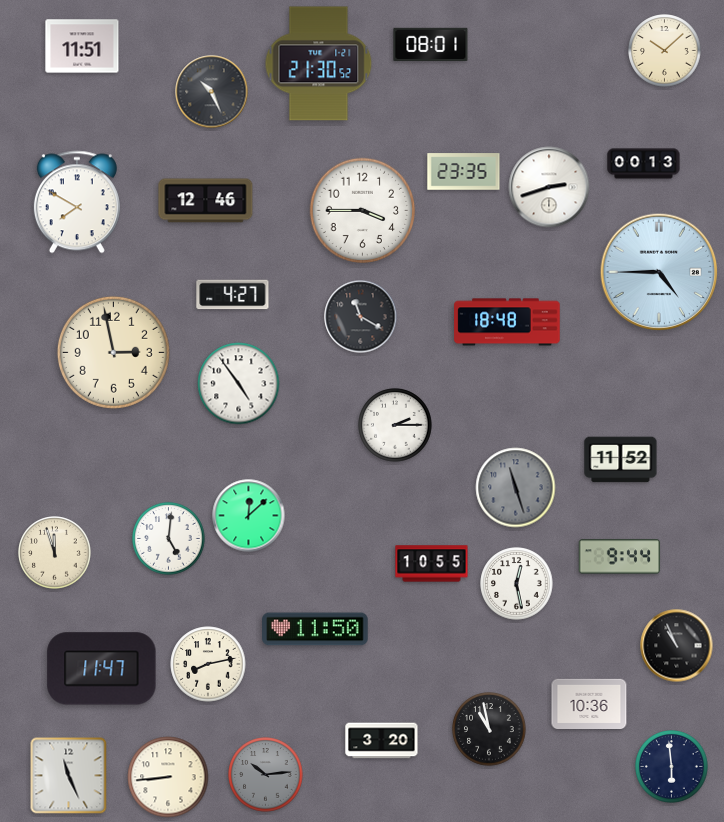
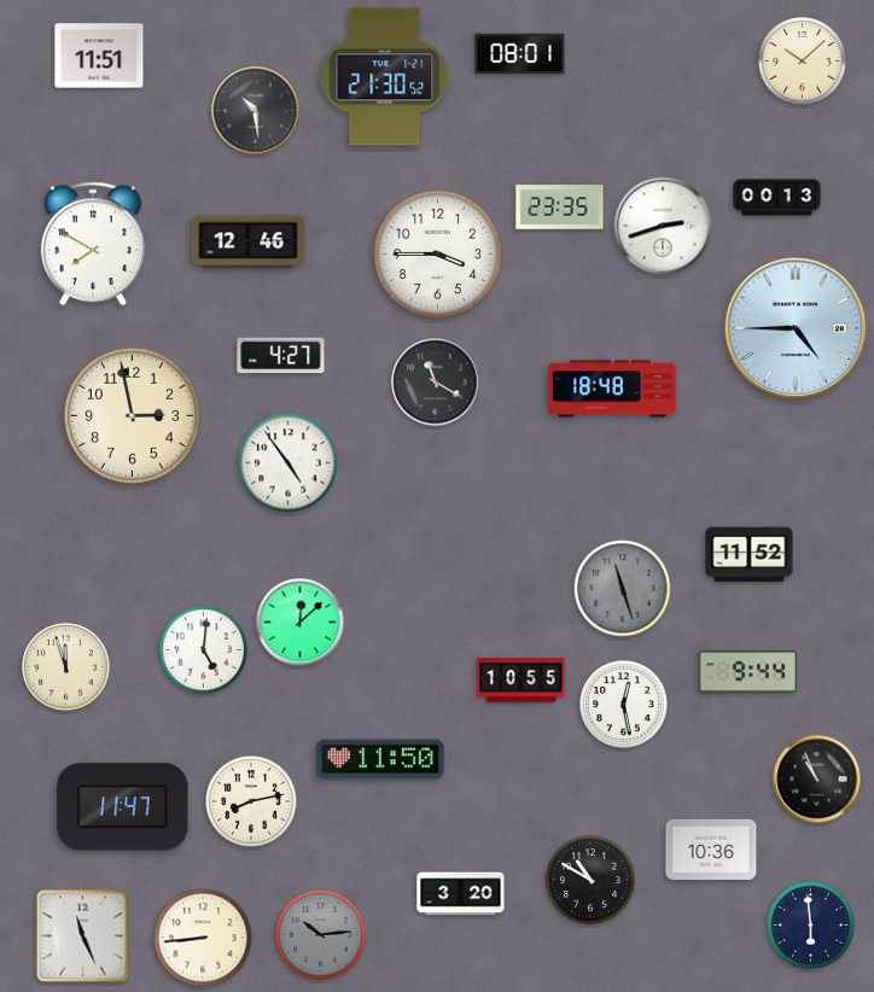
clock at (212, 92): 10:26 -> 10:29
clock at (113, 352) position: (113, 352) -> (132, 415)
clock at (395, 425): 2:15 -> none
clock at (489, 729): 10:58 -> 10:50
